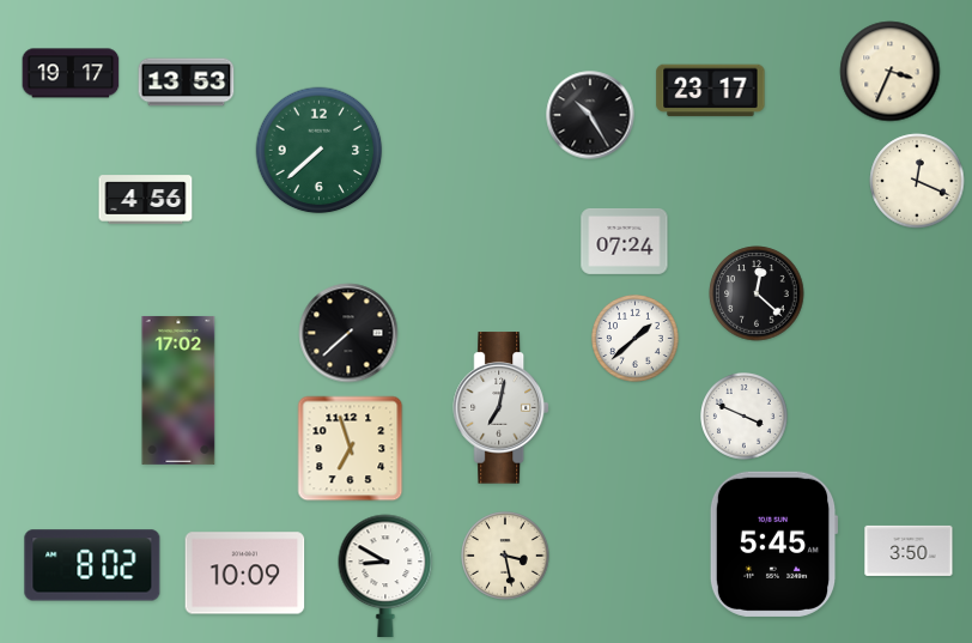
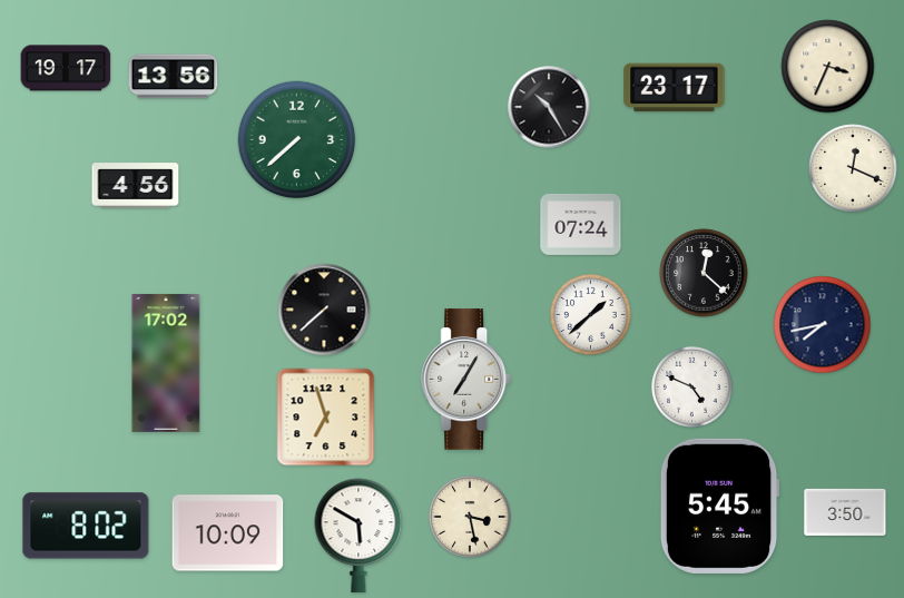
clock at (187, 83): 13:53 -> 13:56
clock at (711, 91) position: (711, 91) -> (675, 88)
clock at (823, 325): none -> 7:43
clock at (500, 408): 7:02 -> 7:05
clock at (745, 417): 3:49 -> 4:49
clock at (385, 576): 8:50 -> 5:50
